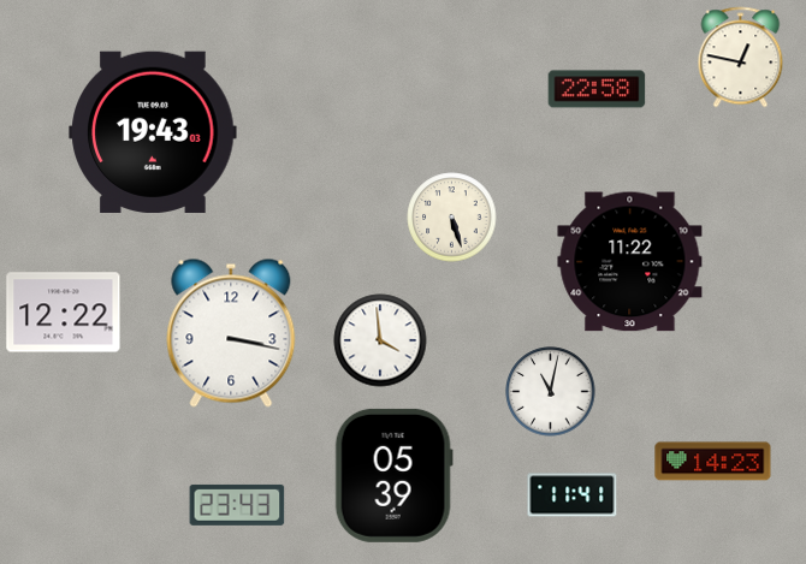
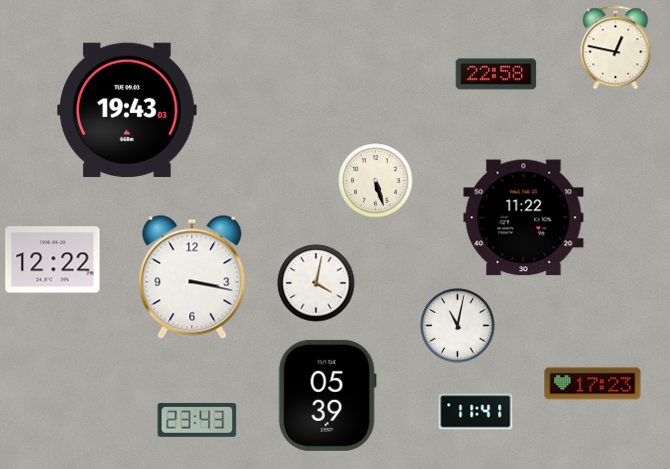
clock at (380, 340): 3:59 -> 4:02
clock at (713, 462): 14:23 -> 17:23
